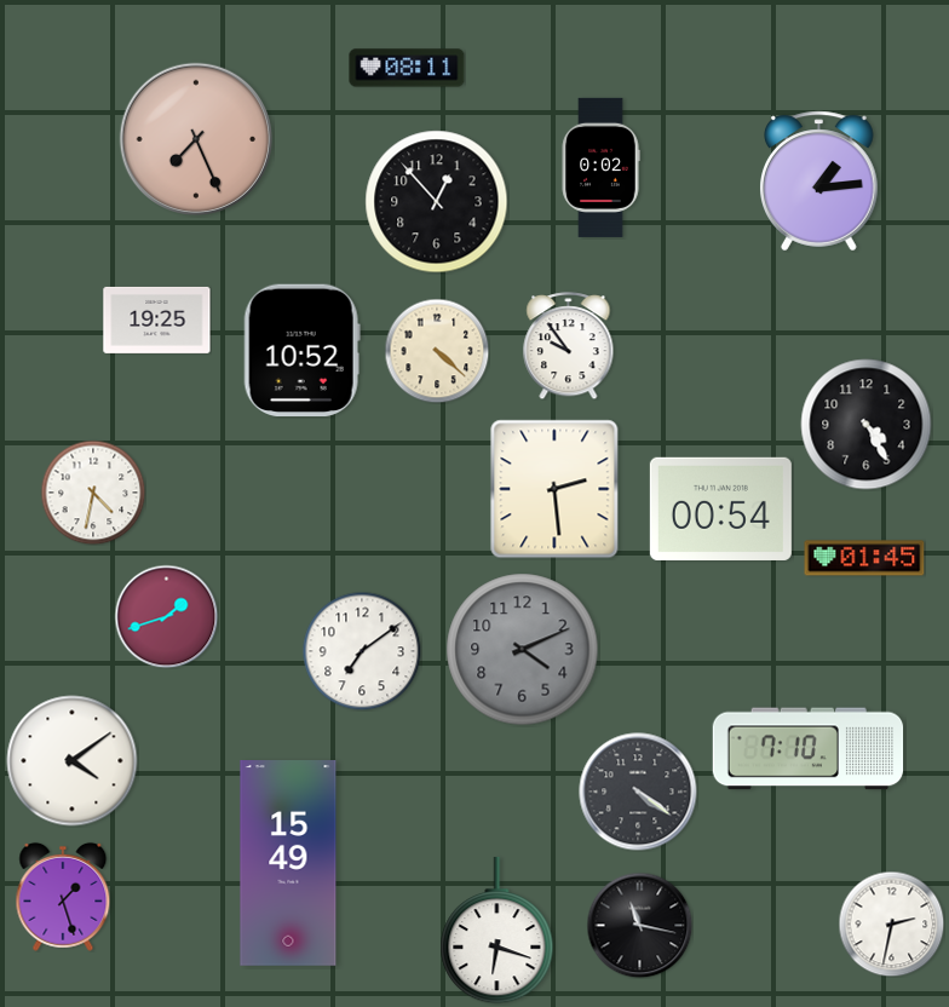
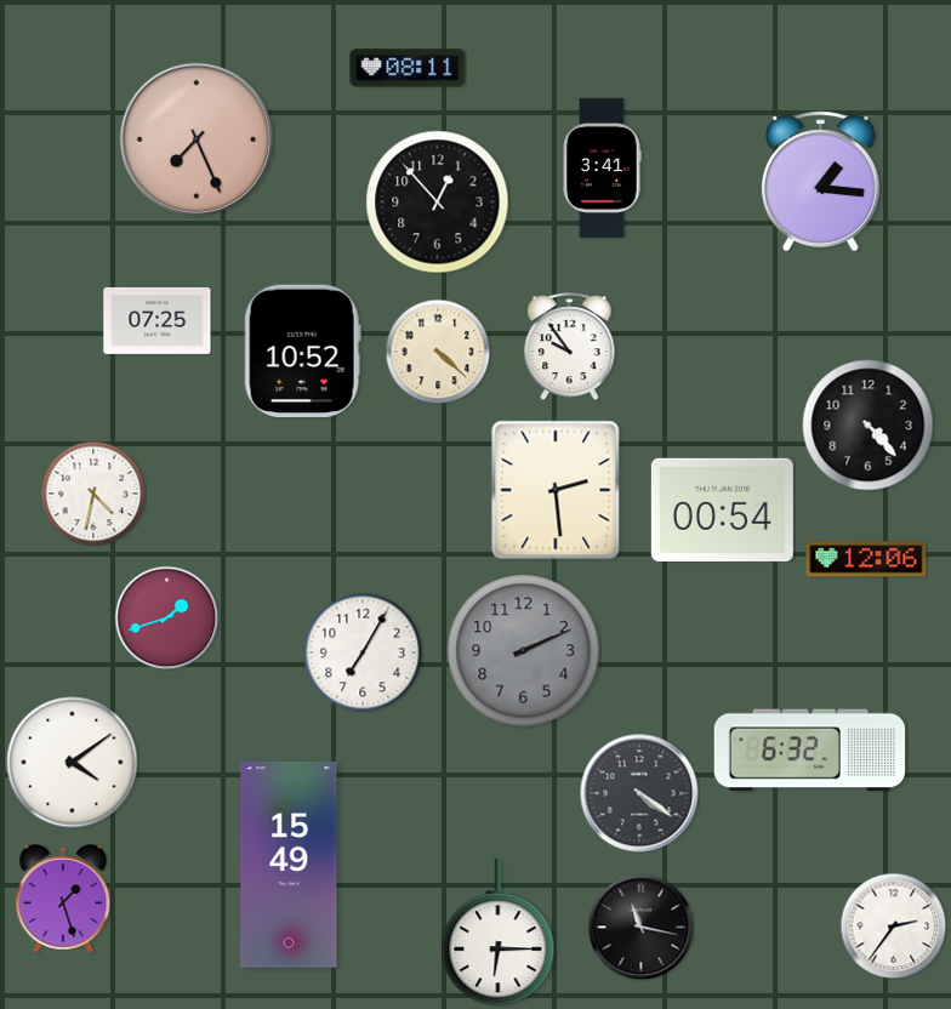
clock at (600, 167): 0:02 -> 3:41
clock at (819, 182): 1:14 -> 1:16
clock at (157, 320): 19:25 -> 07:25
clock at (867, 425): 4:25 -> 4:23
clock at (864, 558): 01:45 -> 12:06
clock at (523, 650): 4:11 -> 2:11
clock at (362, 651): 7:09 -> 7:05
clock at (809, 749): 7:10 -> 6:32
clock at (891, 923): 2:32 -> 2:36
clock at (497, 931): 6:18 -> 6:15
